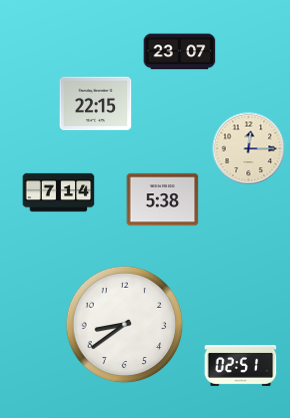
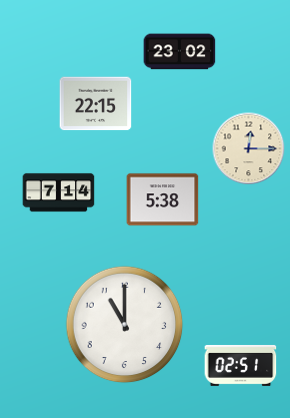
clock at (180, 52): 23:07 -> 23:02
clock at (125, 325): 8:39 -> 11:00
